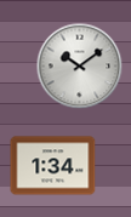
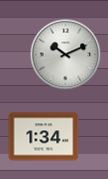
clock at (80, 67): 10:09 -> 10:11
